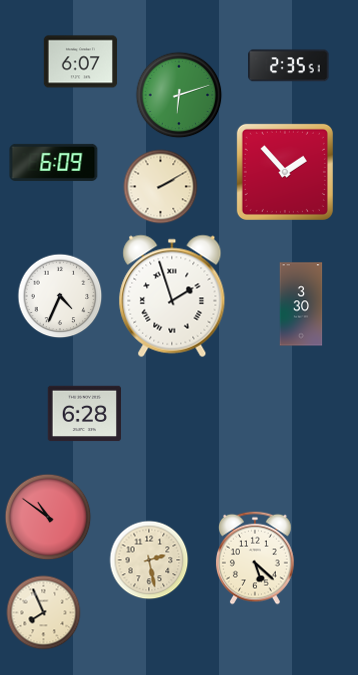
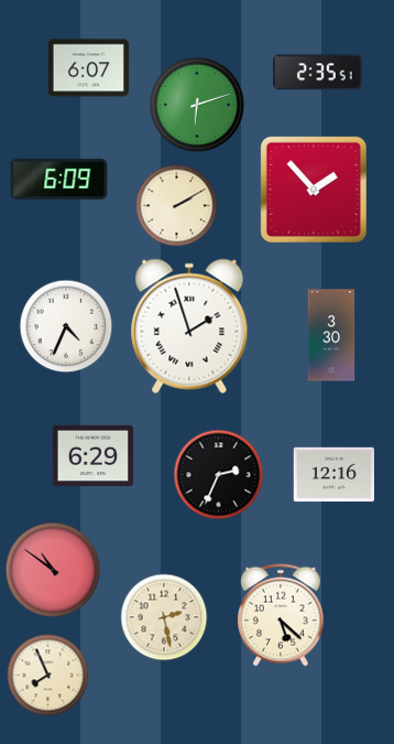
clock at (85, 414): 6:28 -> 6:29
clock at (219, 475): none -> 2:34
clock at (333, 475): none -> 12:16
